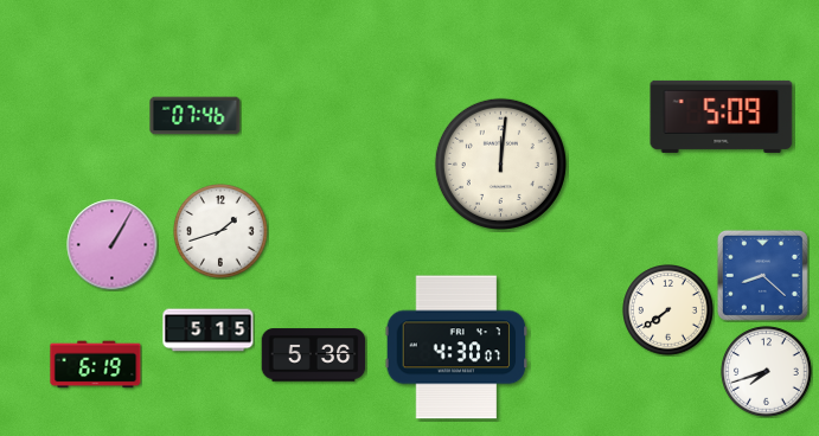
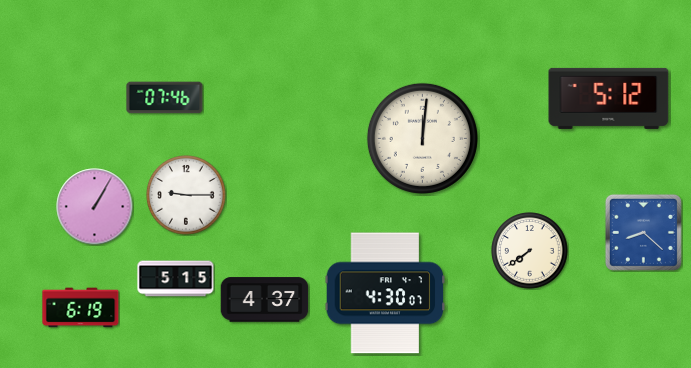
clock at (722, 116): 5:09 -> 5:12
clock at (220, 231): 1:42 -> 9:15
clock at (668, 310) position: (668, 310) -> (530, 251)
clock at (314, 355): 5:36 -> 4:37
clock at (767, 372): 7:42 -> none
